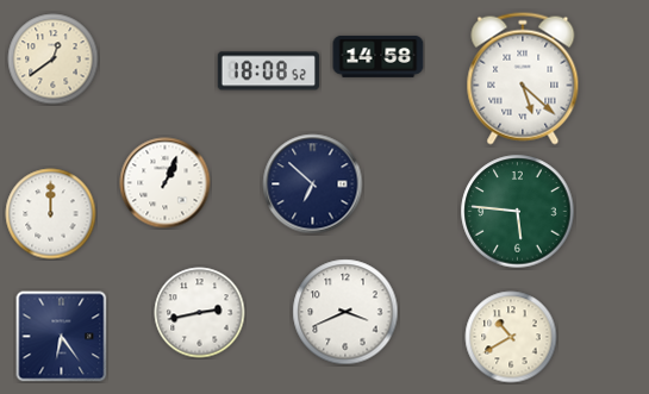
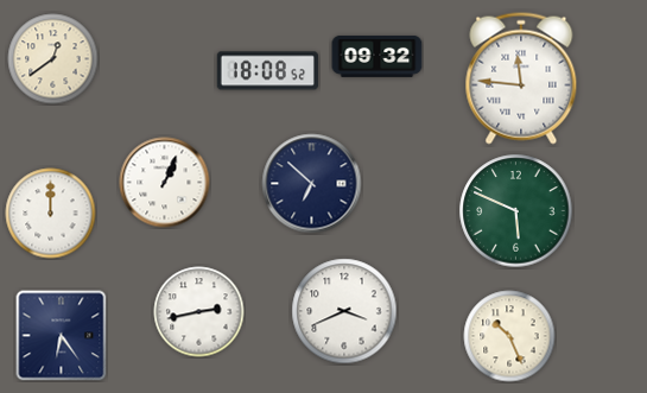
clock at (379, 56): 14:58 -> 09:32
clock at (523, 79): 5:22 -> 11:46
clock at (518, 212): 5:46 -> 5:49
clock at (511, 337): 10:40 -> 10:26
